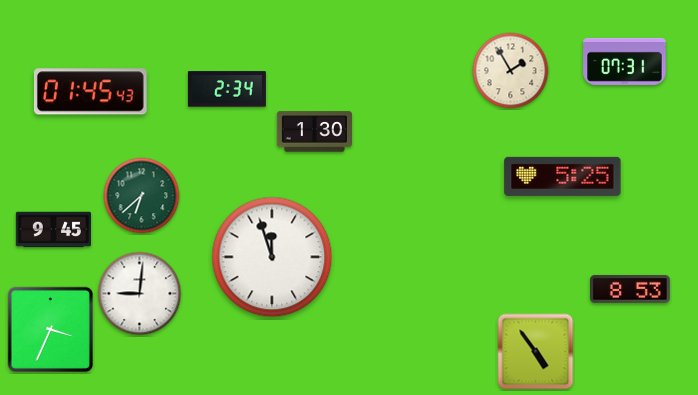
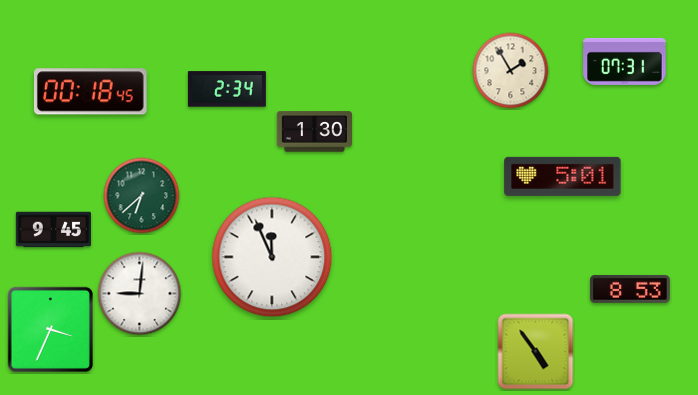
clock at (90, 92): 01:45 -> 00:18
clock at (563, 176): 5:25 -> 5:01
clock at (272, 257): 11:57 -> 11:56
